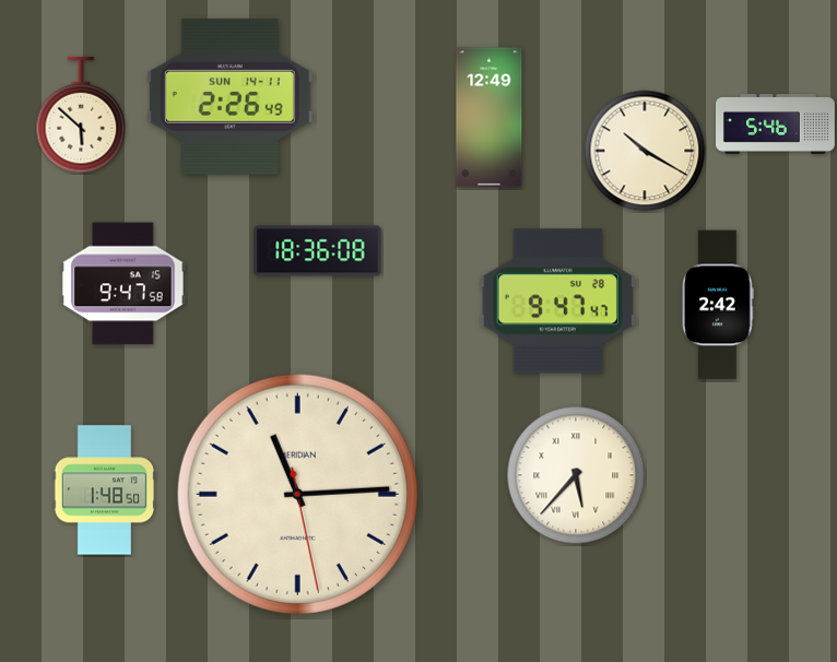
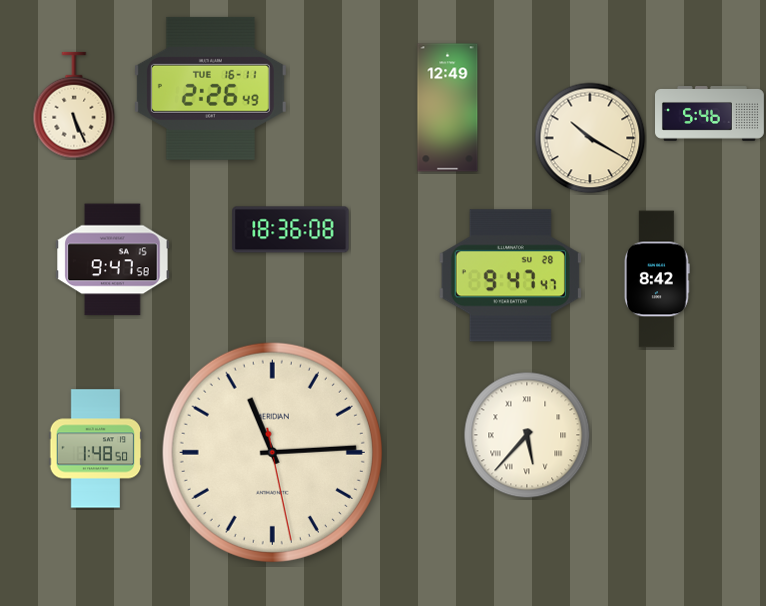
clock at (229, 96) date: SUN 14-11 -> TUE 16-11
clock at (81, 115): 5:52 -> 5:26
clock at (719, 305): 2:42 -> 8:42
